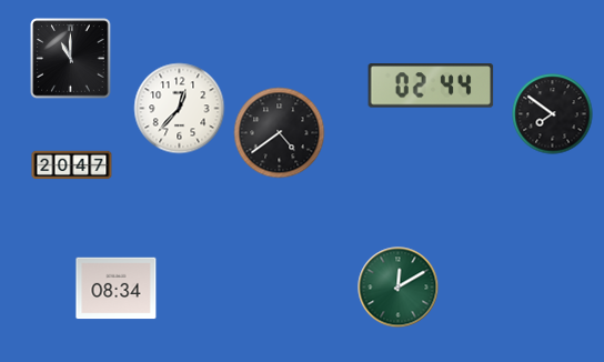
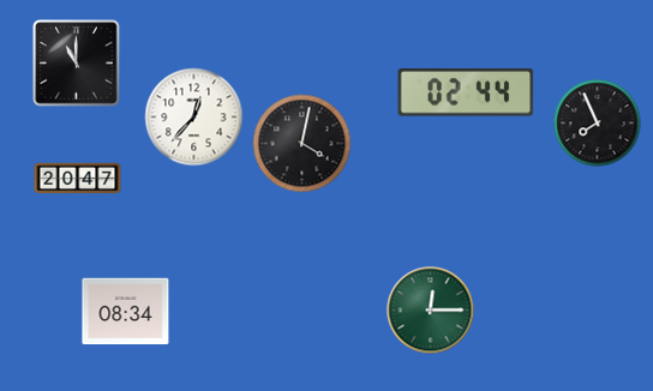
clock at (553, 114): 7:51 -> 7:56
clock at (280, 133): 4:39 -> 4:02
clock at (399, 288): 12:10 -> 12:15
